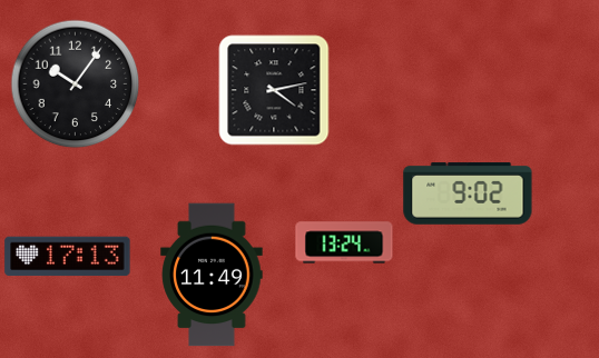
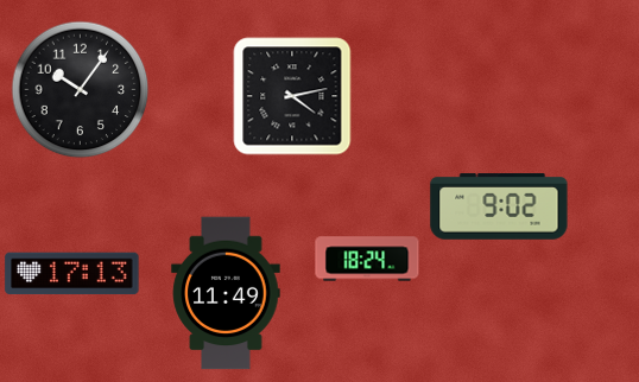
clock at (344, 242): 13:24 -> 18:24
